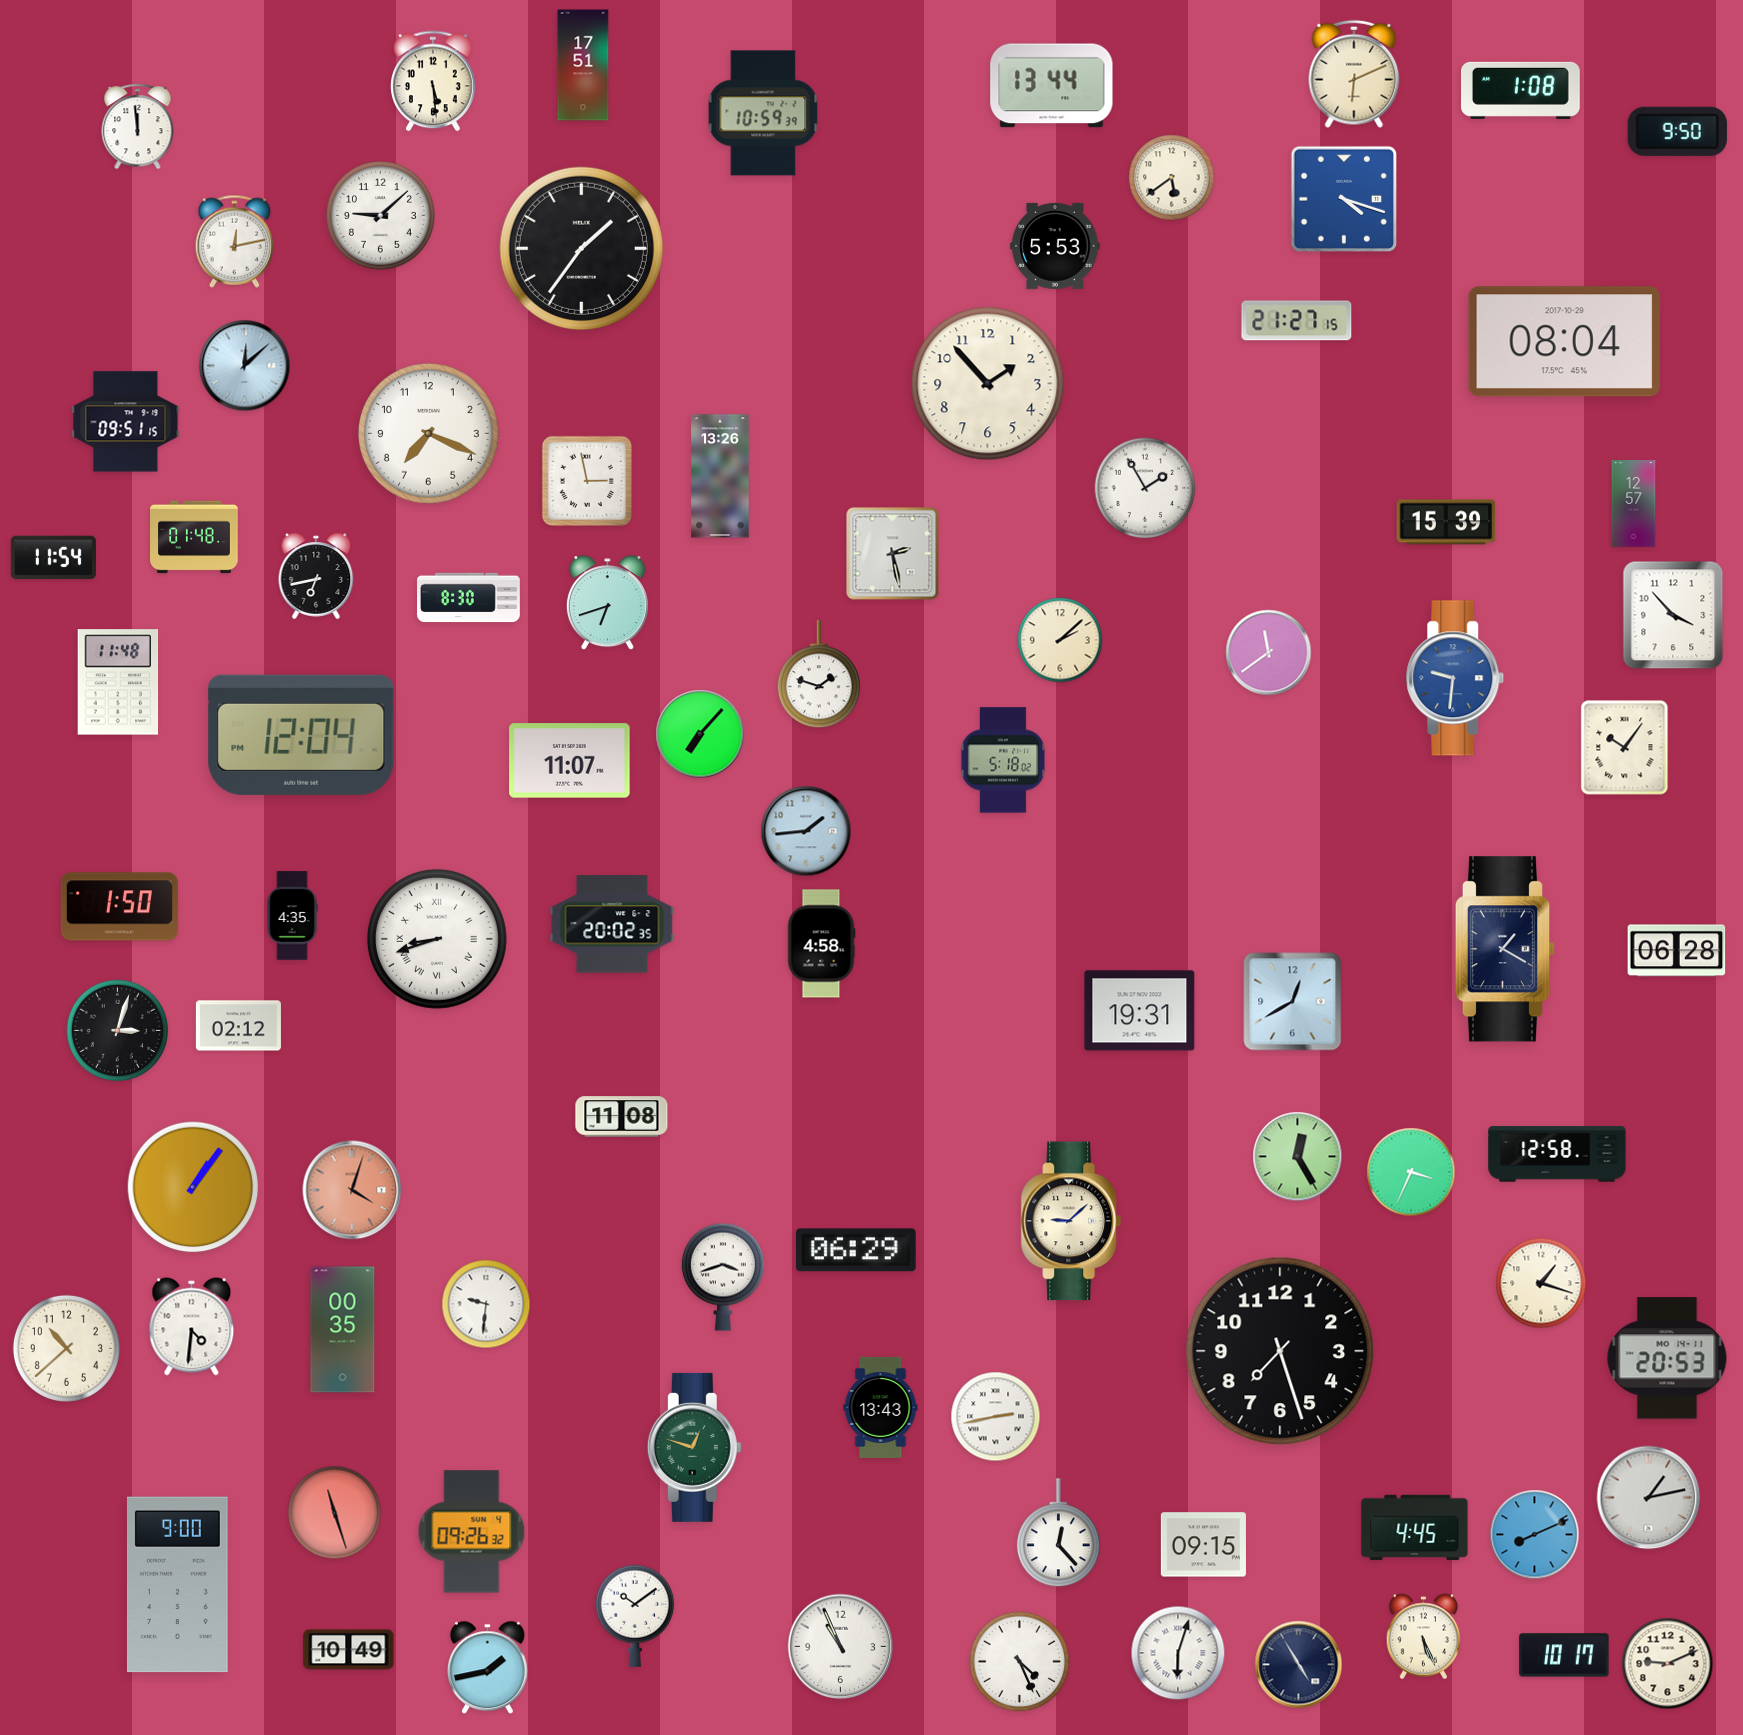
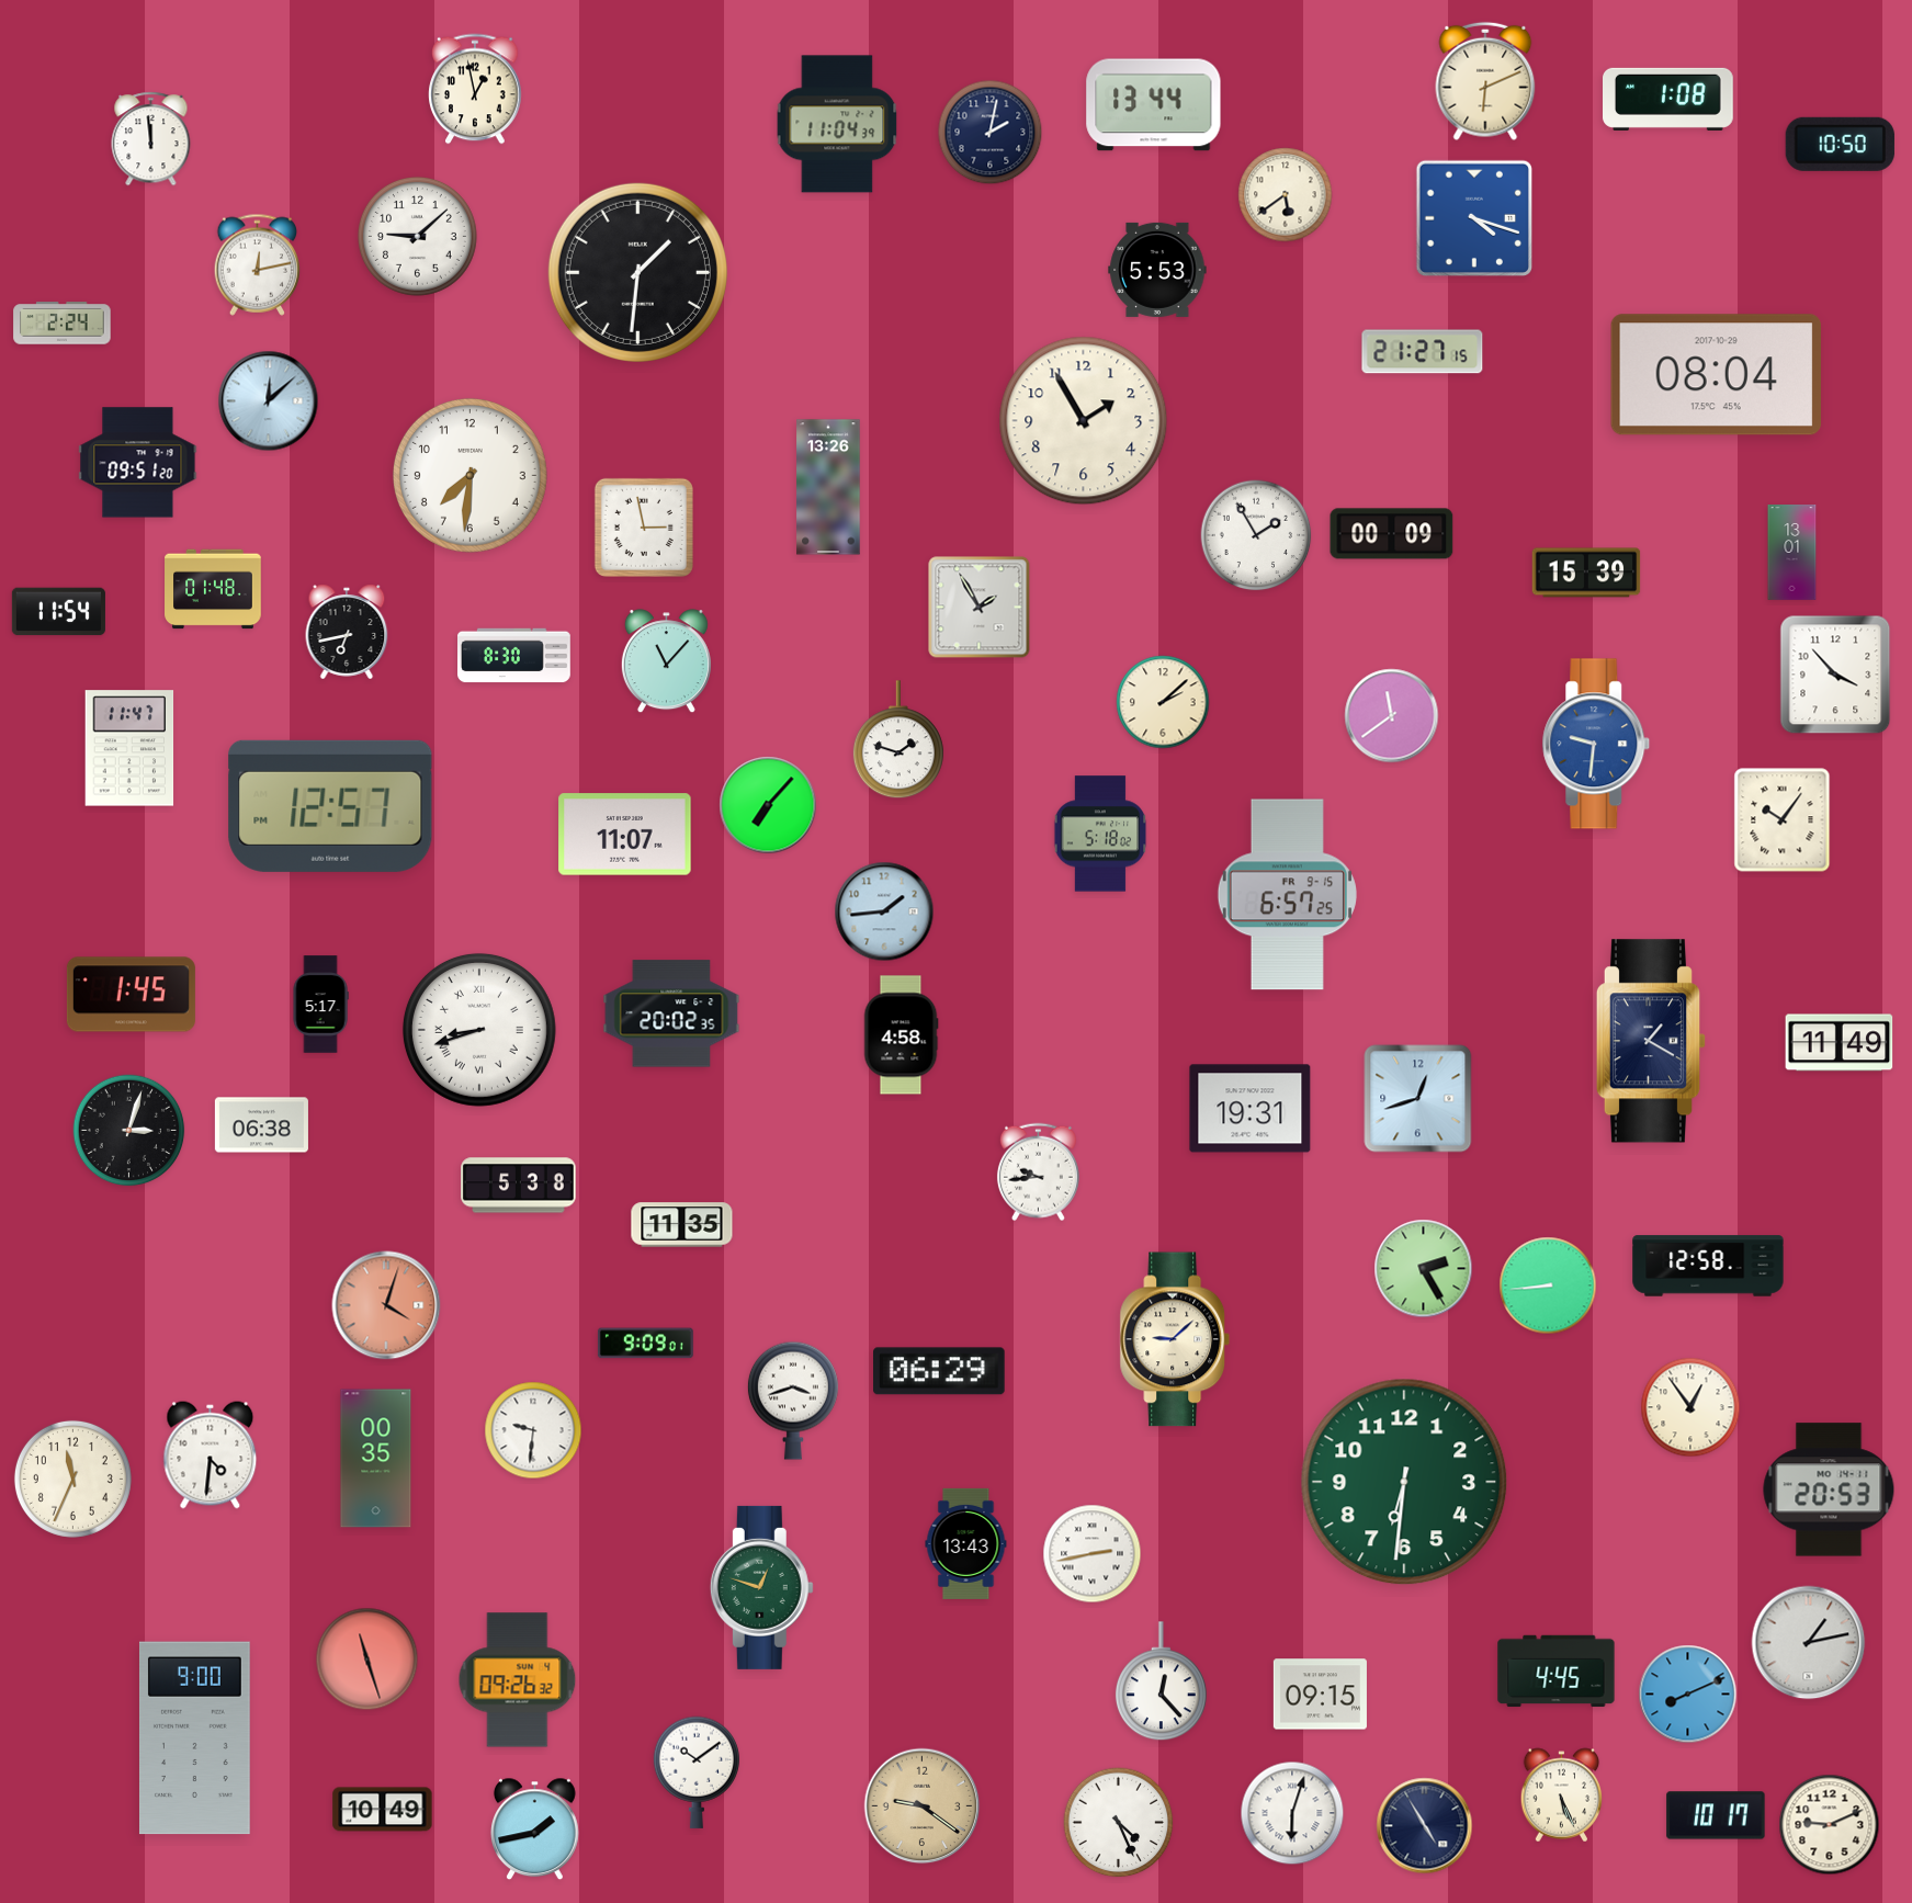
clock at (583, 65): 17:51 -> none
clock at (433, 81): 5:29 -> 12:58
clock at (1052, 86) position: (1052, 86) -> (1154, 105)
clock at (763, 113): 10:59 -> 11:04
clock at (991, 133): none -> 2:02
clock at (1677, 131): 9:50 -> 10:50
clock at (581, 248): 1:36 -> 1:31
clock at (63, 324): none -> 2:24
clock at (988, 384): 1:53 -> 1:55
clock at (126, 422): 09:51:15 -> 09:51:20
clock at (428, 433): 7:19 -> 7:31
clock at (720, 476) position: (720, 476) -> (828, 487)
clock at (1392, 534): none -> 00:09
clock at (1634, 504): 12:57 -> 13:01
clock at (893, 554): 2:28 -> 1:55
clock at (607, 603): 6:42 -> 11:07
clock at (118, 682): 11:48 -> 11:47
clock at (301, 735): 12:04 -> 12:57
clock at (1287, 895): none -> 6:57
clock at (119, 907): 1:50 -> 1:45
clock at (292, 916): 4:35 -> 5:17
clock at (1677, 951): 06:28 -> 11:49
clock at (1293, 1002): 12:40 -> 12:42
clock at (238, 1026): 02:12 -> 06:38
clock at (1038, 1173): none -> 9:44
clock at (519, 1186): none -> 5:38
clock at (622, 1117): 11:08 -> 11:35
clock at (1298, 1157): 12:25 -> 2:25
clock at (1411, 1172): 3:34 -> 8:44
clock at (193, 1187): 1:06 -> none
clock at (645, 1344): none -> 9:09
clock at (1541, 1283): 1:18 -> 12:54
clock at (66, 1348): 10:38 -> 11:34
clock at (1280, 1351): 7:27 -> 6:31
clock at (1280, 1351) dial: black -> green
clock at (1415, 1528) position: (1415, 1528) -> (1557, 1672)
clock at (1535, 1535) position: (1535, 1535) -> (1688, 1695)
clock at (841, 1647): 10:56 -> 9:21
clock at (841, 1647) dial: white -> champagne
